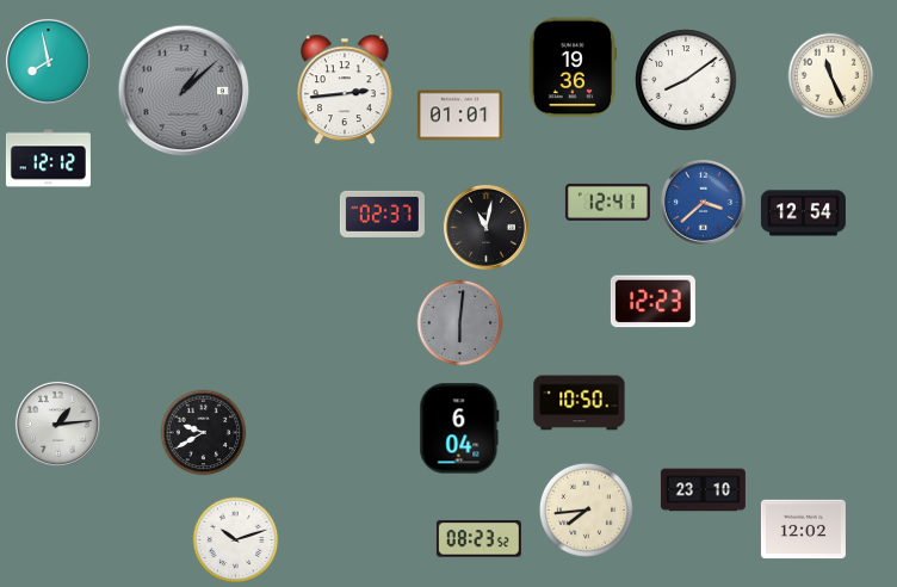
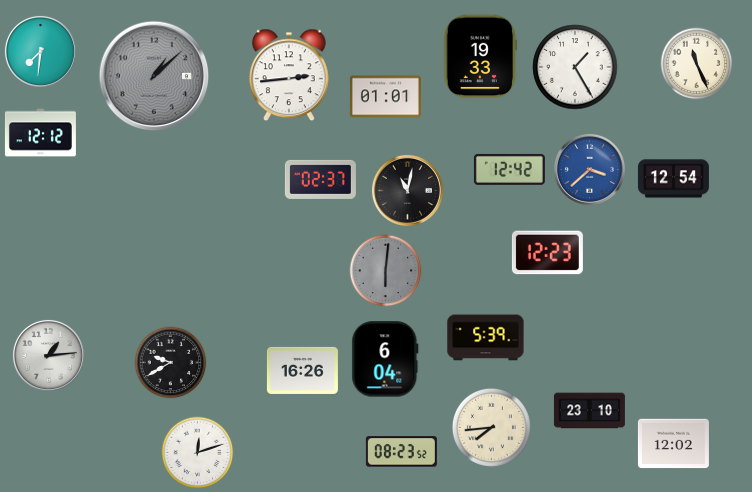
clock at (48, 61): 7:58 -> 7:31
clock at (574, 68): 19:36 -> 19:33
clock at (686, 80): 8:09 -> 1:25
clock at (607, 202): 12:41 -> 12:42
clock at (580, 403): 10:50 -> 5:39
clock at (302, 370): none -> 16:26
clock at (236, 540): 10:12 -> 12:12
